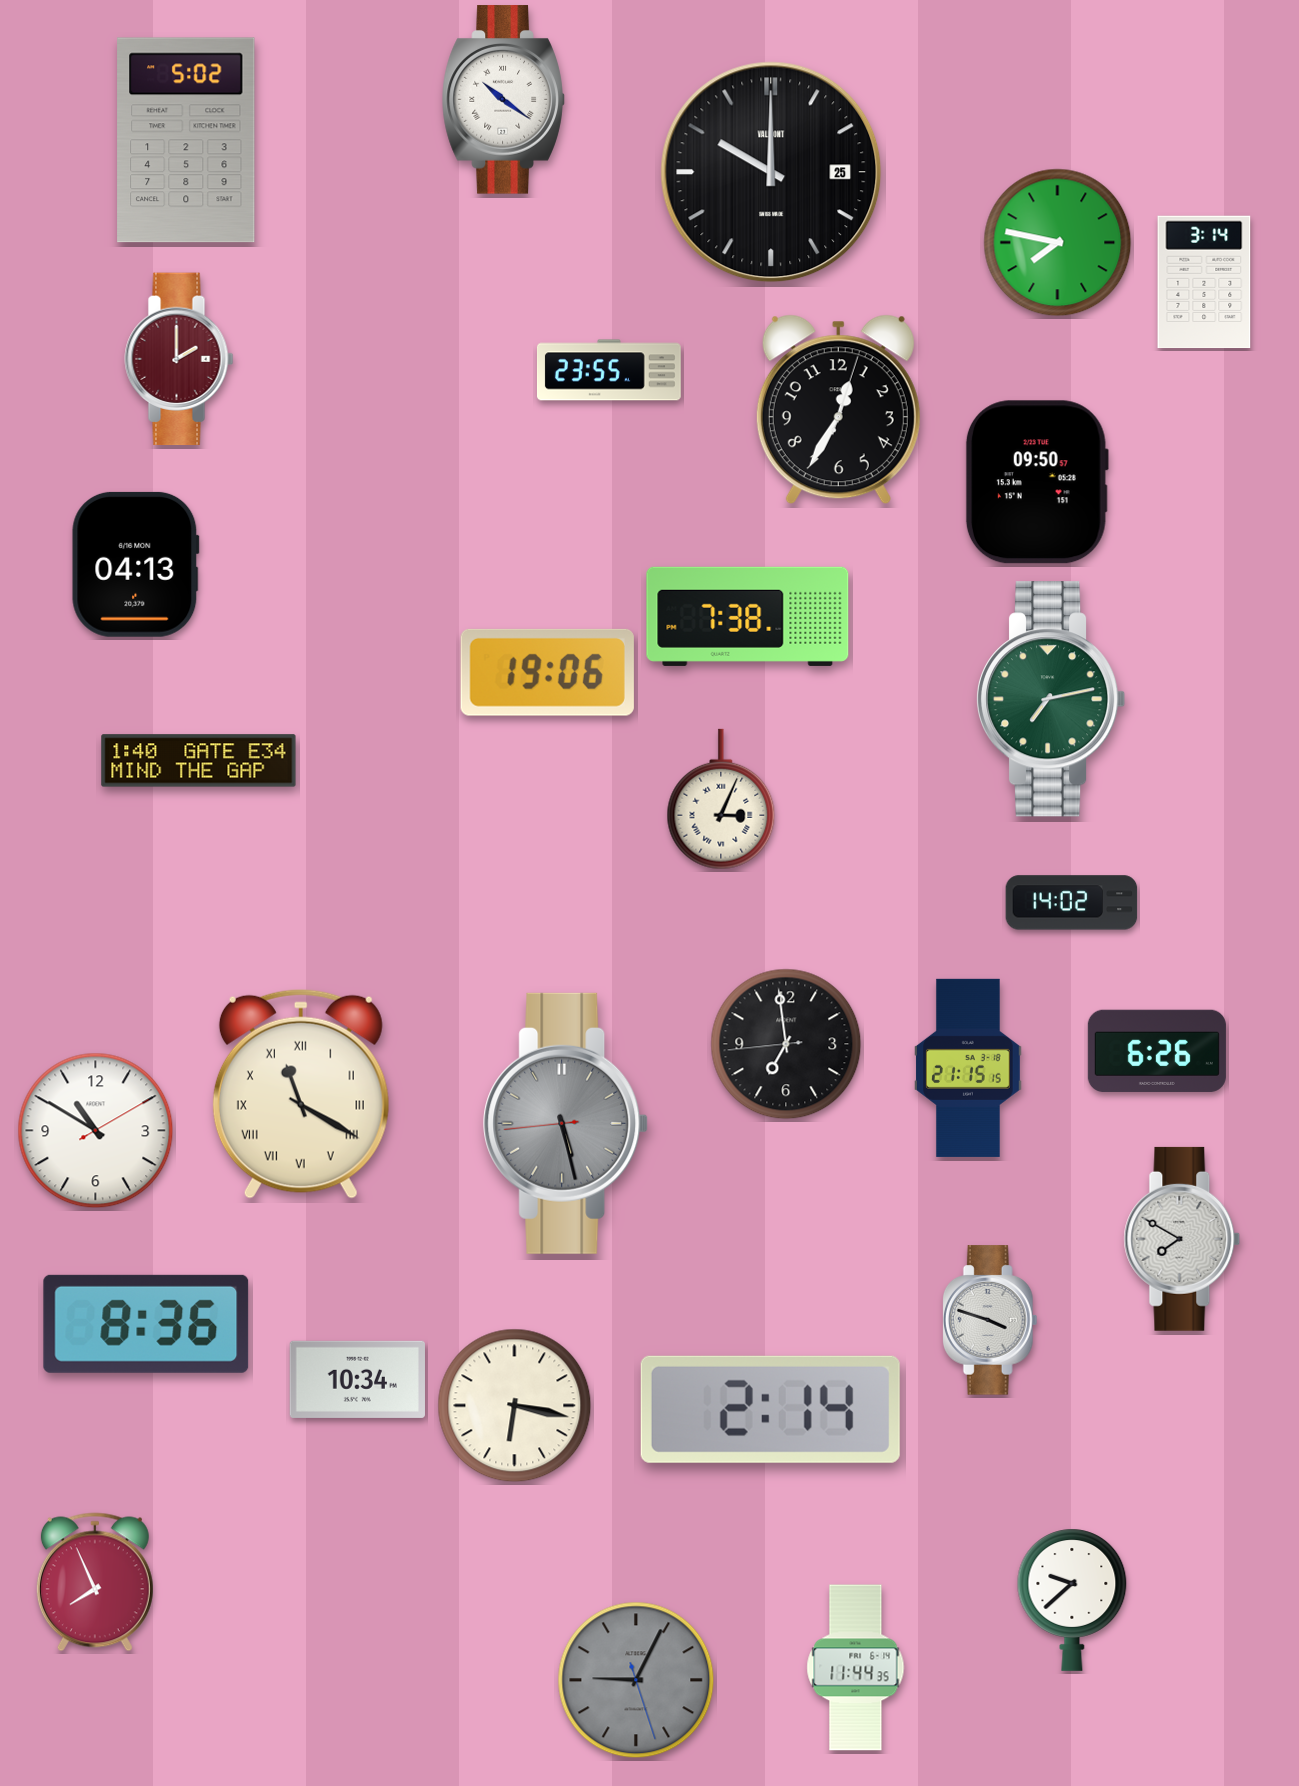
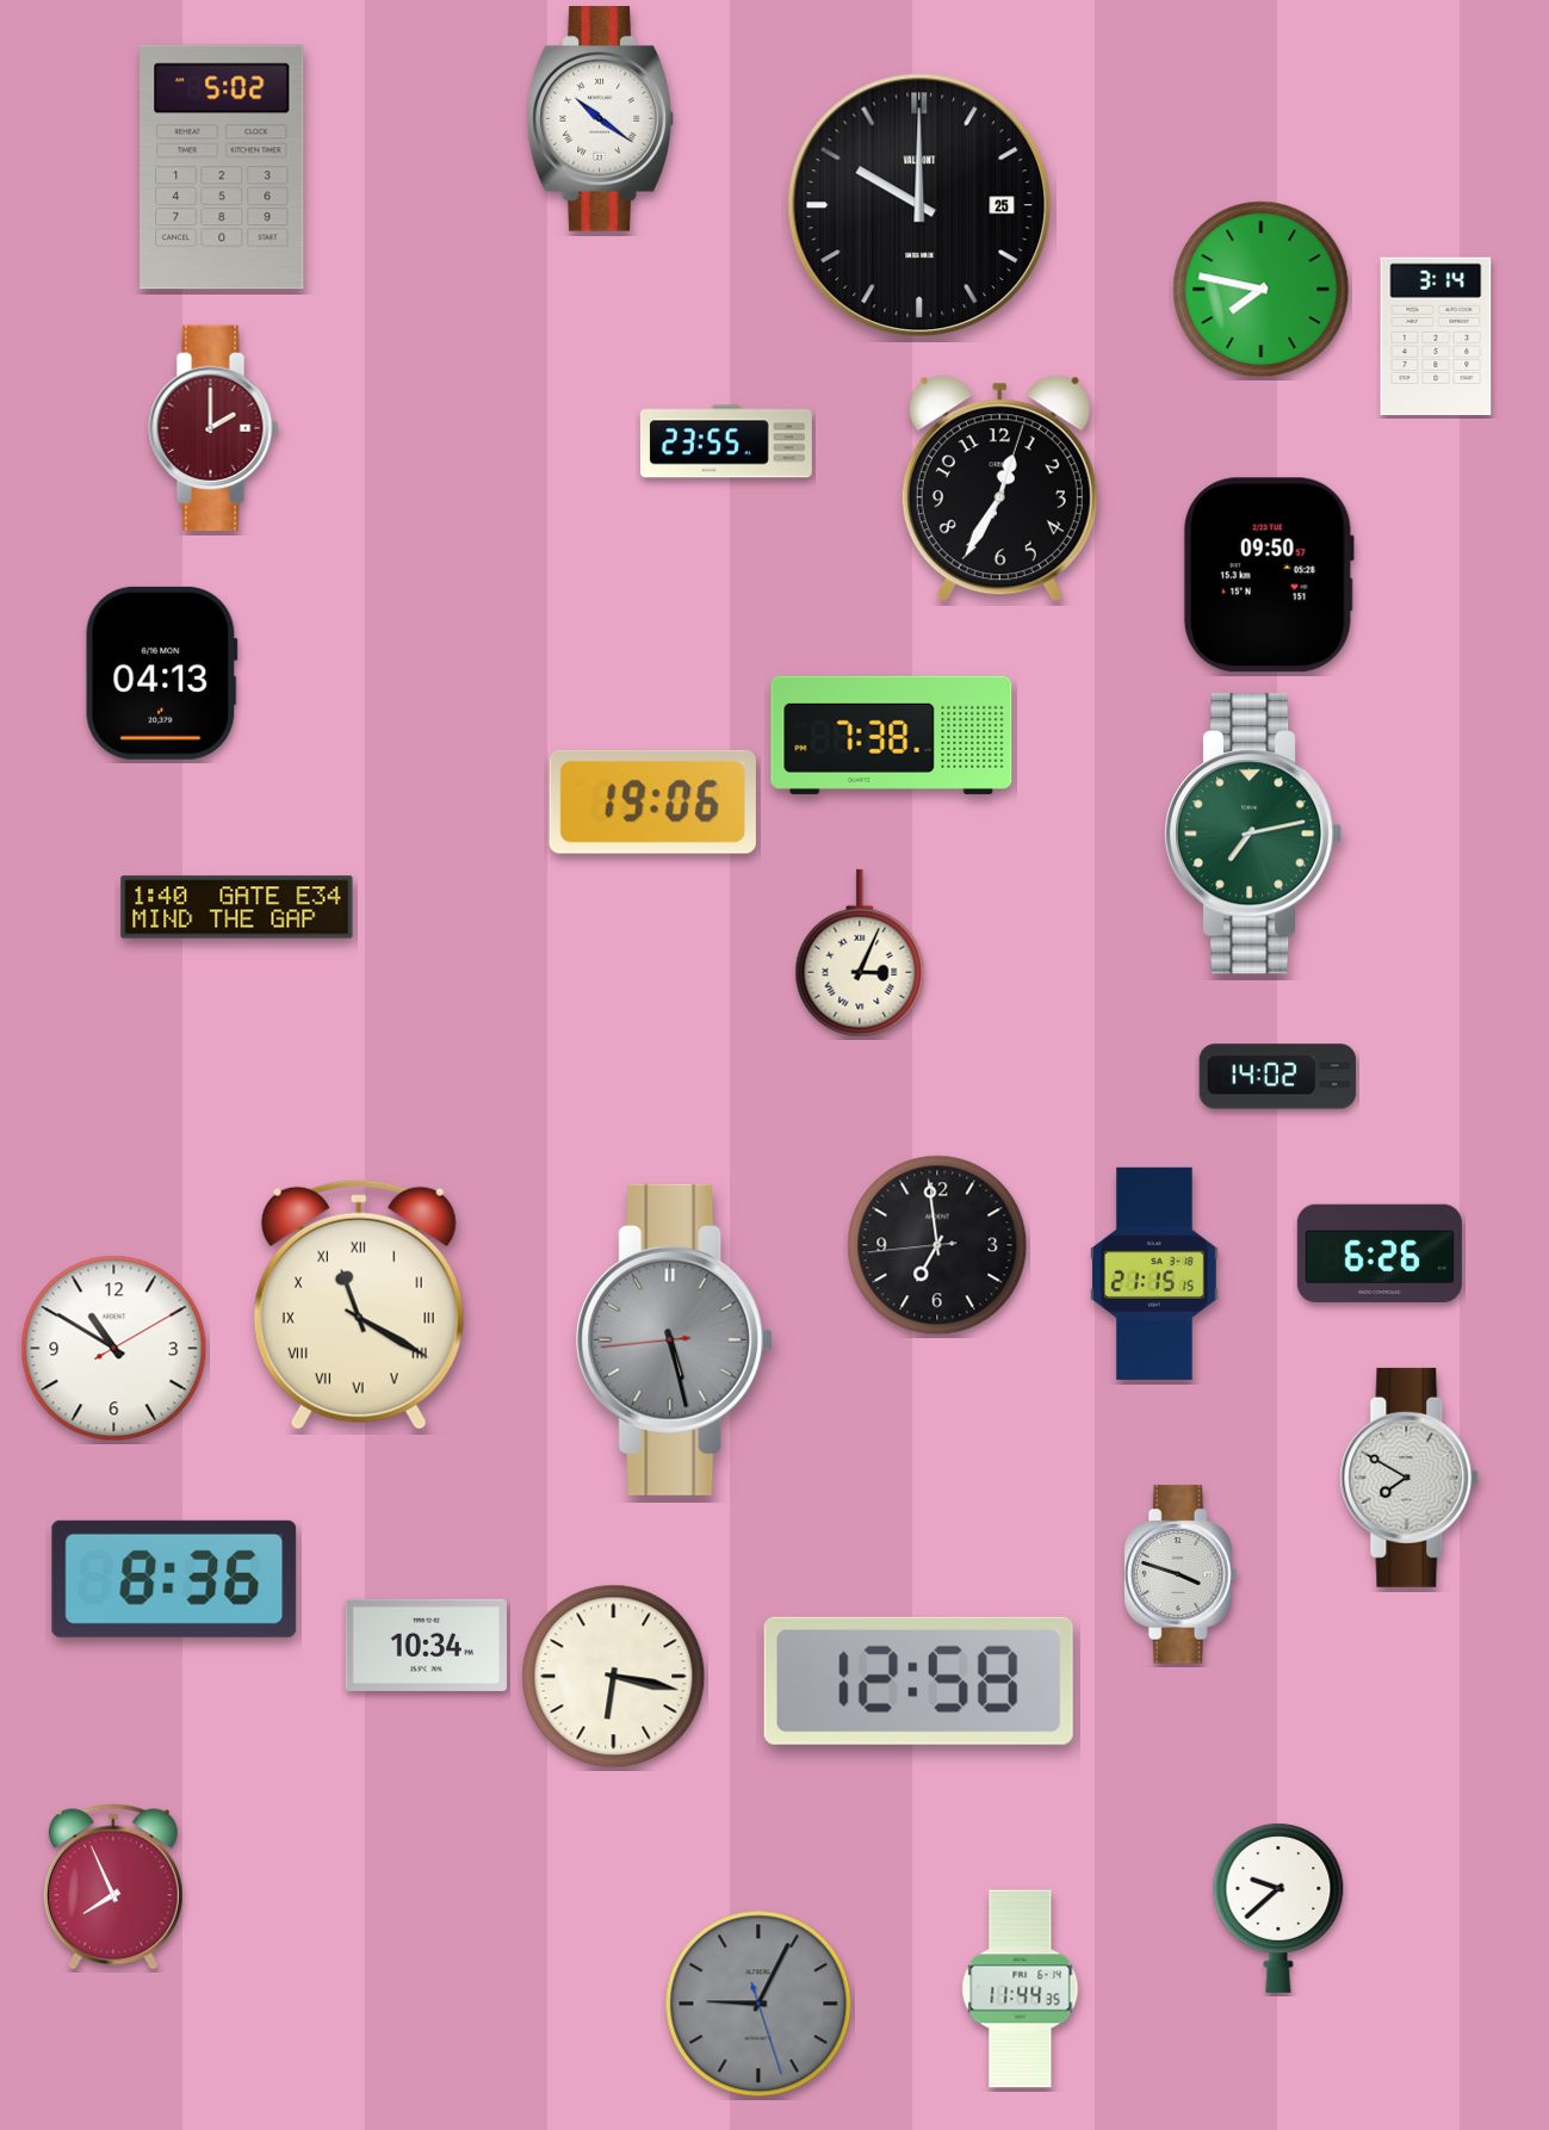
clock at (1037, 482) position: (1037, 482) -> (1269, 575)
clock at (770, 1409): 2:14 -> 12:58
